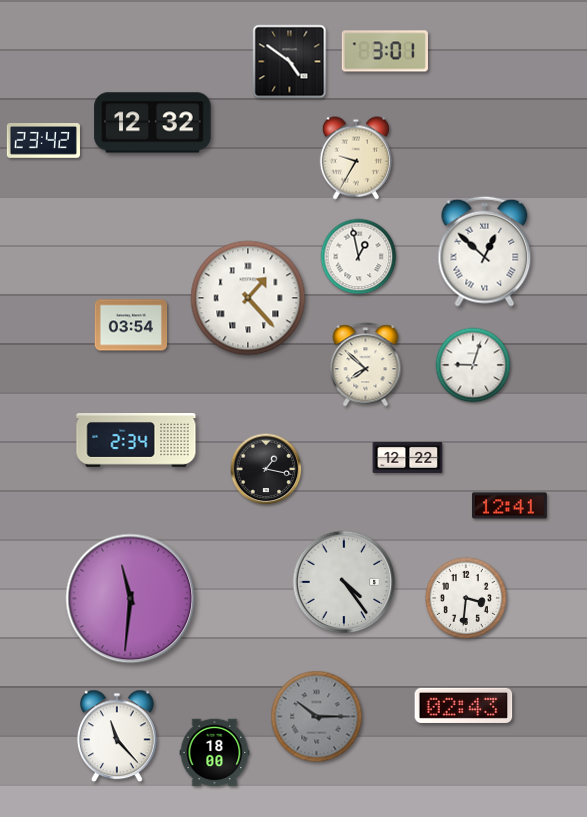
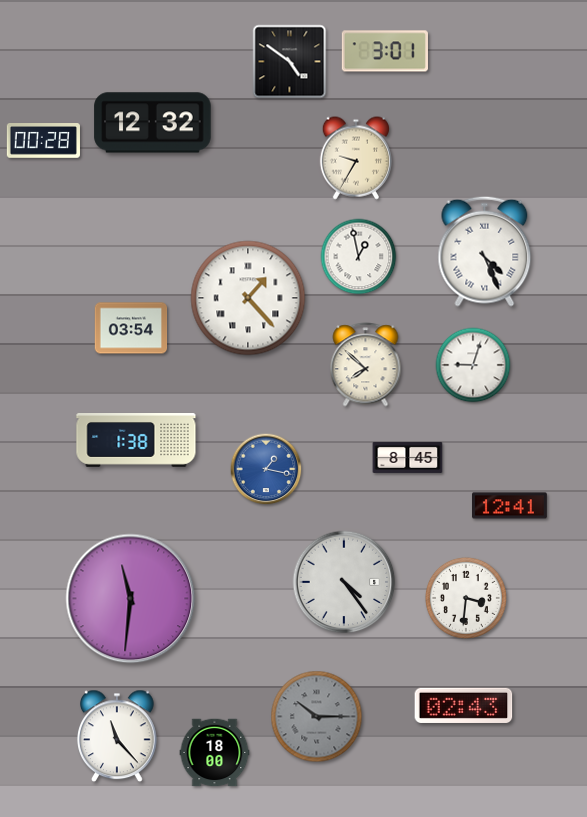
clock at (43, 141): 23:42 -> 00:28
clock at (485, 251): 12:52 -> 4:26
clock at (131, 325) position: (131, 325) -> (131, 328)
clock at (136, 440): 2:34 -> 1:38
clock at (408, 457): 12:22 -> 8:45
clock at (266, 469) dial: black -> blue
